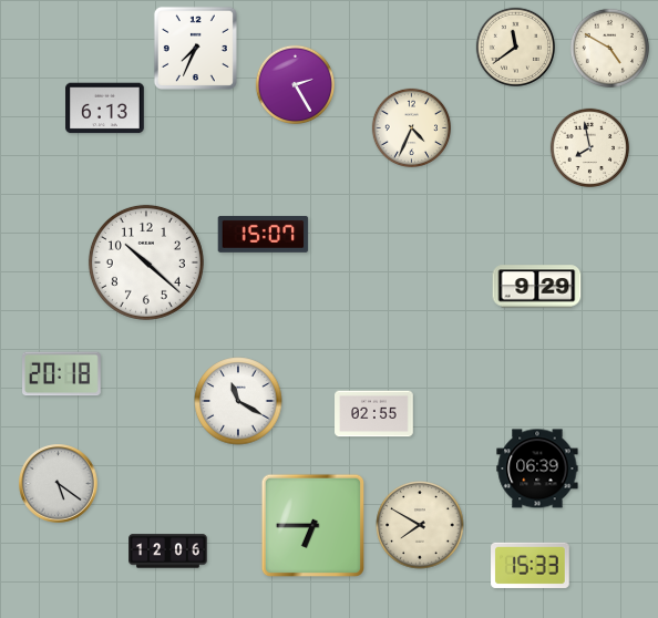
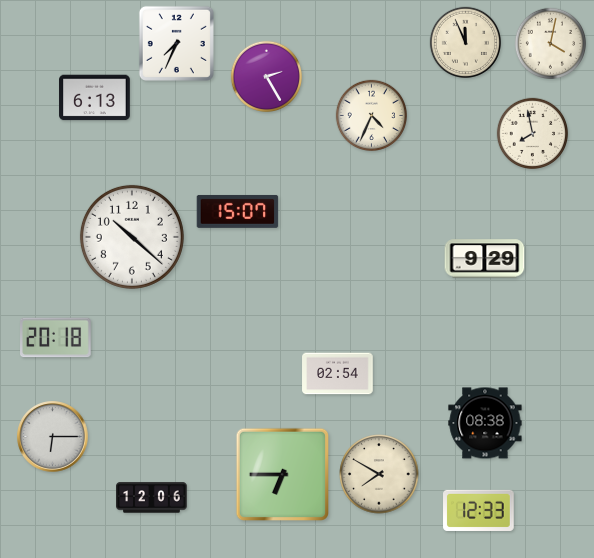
clock at (515, 47): 11:39 -> 11:56
clock at (609, 48): 4:50 -> 4:02
clock at (238, 401): 11:20 -> none
clock at (374, 414): 02:55 -> 02:54
clock at (537, 468): 06:39 -> 08:38
clock at (59, 484): 5:21 -> 6:15
clock at (531, 565): 15:33 -> 12:33
